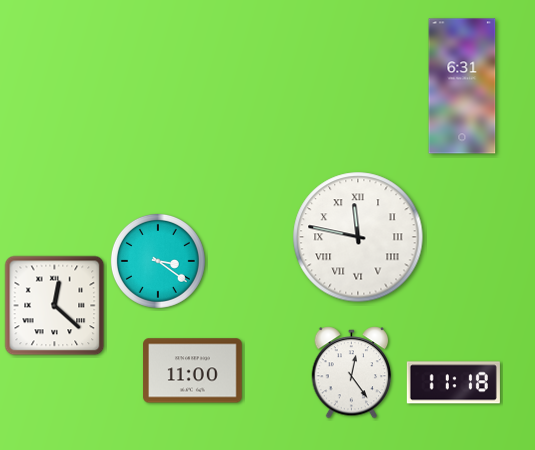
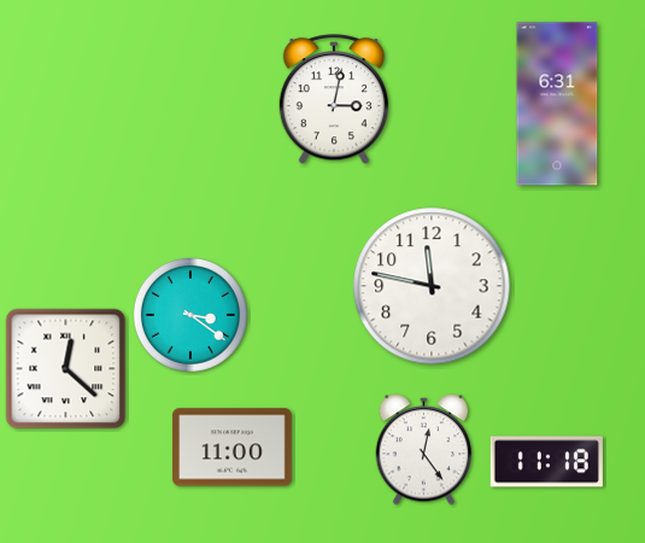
clock at (333, 100): none -> 3:02
clock at (358, 237) numerals: Roman -> Arabic
